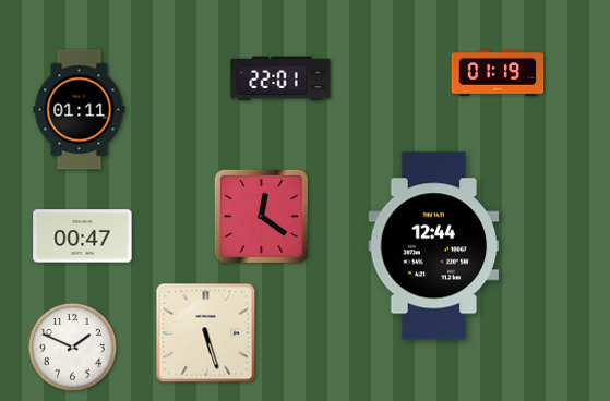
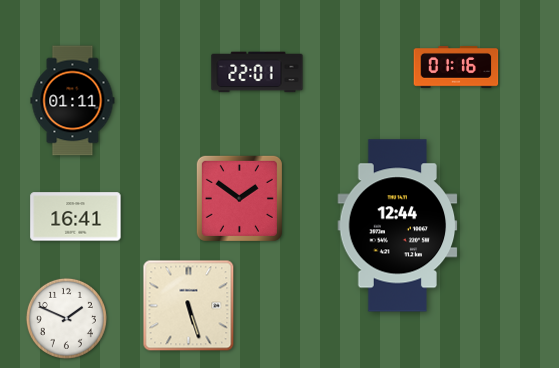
clock at (498, 74): 01:19 -> 01:16
clock at (261, 216): 12:21 -> 1:51
clock at (83, 236): 00:47 -> 16:41
